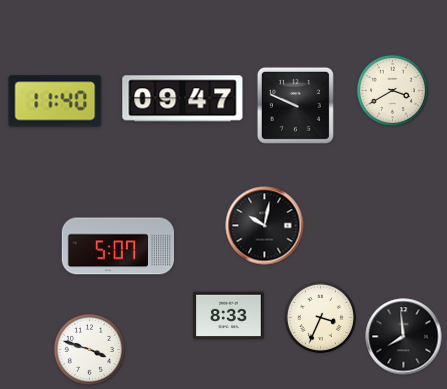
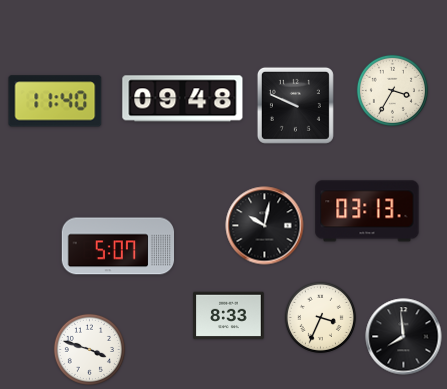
clock at (392, 90): 3:40 -> 3:35
clock at (183, 99): 09:47 -> 09:48
clock at (367, 211): none -> 03:13
